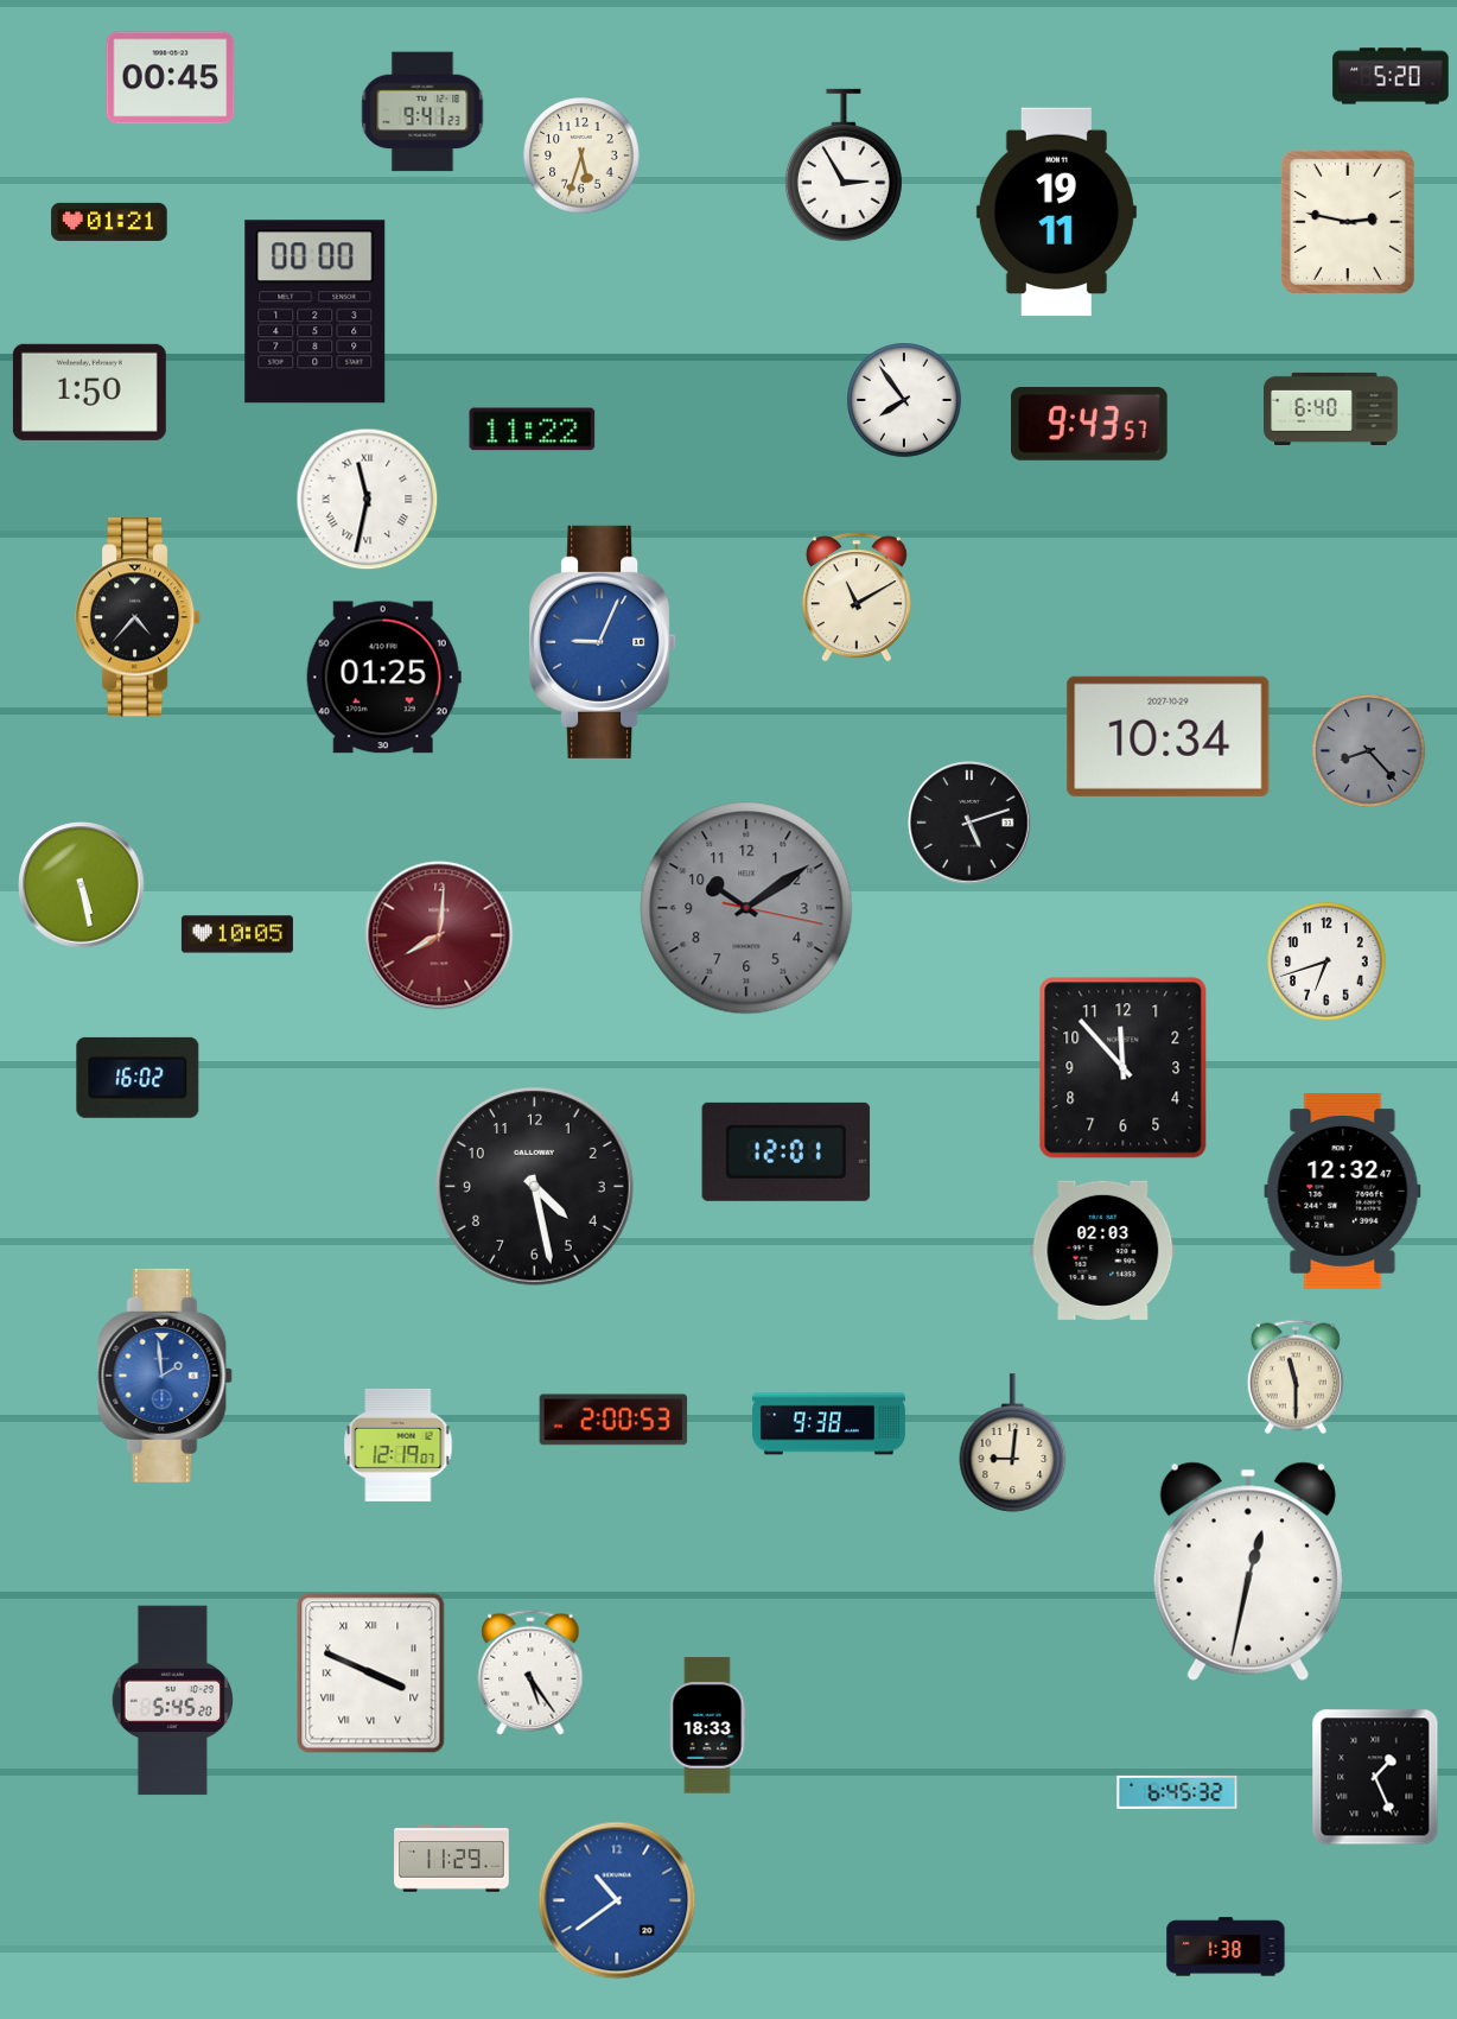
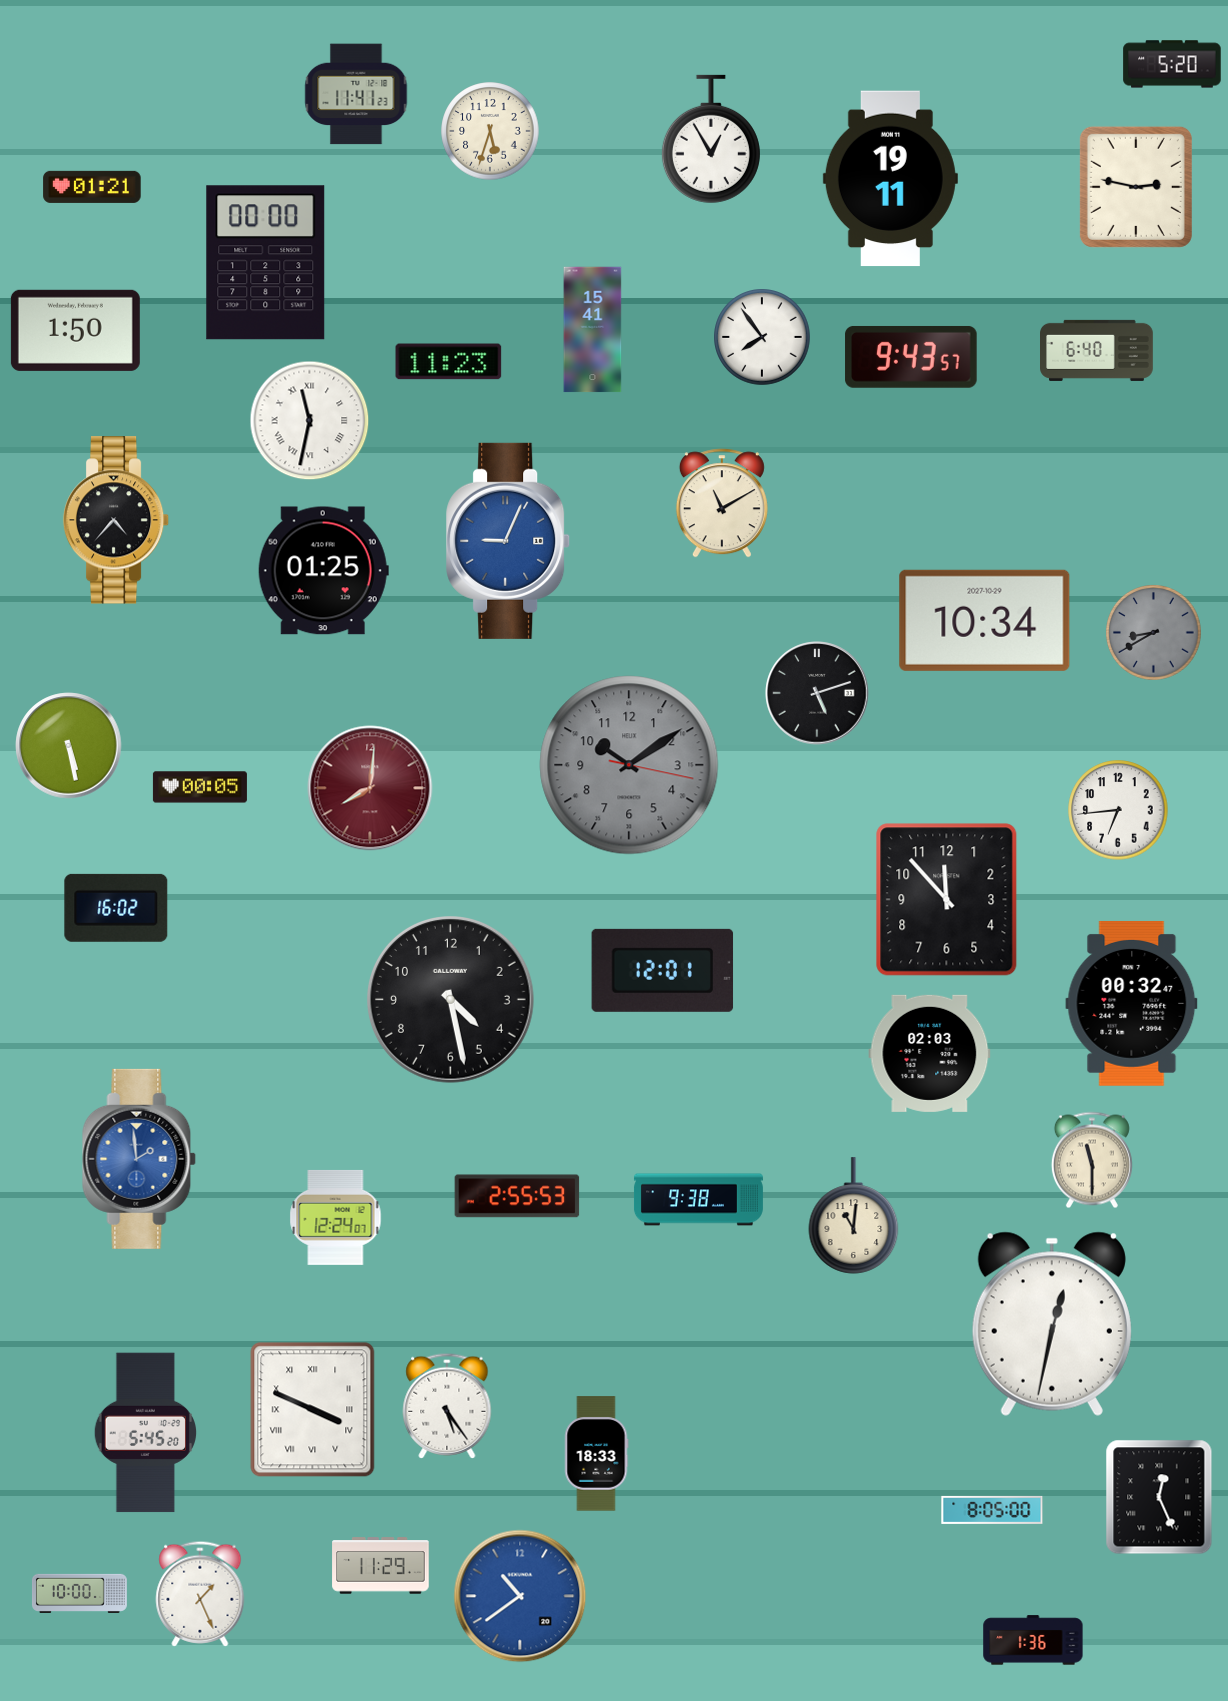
clock at (171, 78): 00:45 -> none
clock at (422, 112): 9:41 -> 11:41
clock at (844, 165): 2:55 -> 12:55
clock at (593, 330): none -> 15:41
clock at (1331, 408) position: (1331, 408) -> (1097, 350)
clock at (1089, 424) position: (1089, 424) -> (911, 357)
clock at (533, 430): 11:22 -> 11:23
clock at (1369, 751): 8:23 -> 8:40
clock at (237, 934): 10:05 -> 00:05
clock at (1326, 961): 6:42 -> 6:44
clock at (1343, 1192): 12:32 -> 00:32
clock at (613, 1420): 2:00 -> 2:55
clock at (1013, 1443): 9:01 -> 11:01
clock at (399, 1445): 12:19 -> 12:24
clock at (530, 1672) position: (530, 1672) -> (447, 1406)
clock at (1375, 1777): 1:26 -> 12:26
clock at (1177, 1792): 6:45 -> 8:05
clock at (79, 1593): none -> 10:00
clock at (200, 1594): none -> 1:26
clock at (617, 1900) position: (617, 1900) -> (520, 1596)
clock at (1226, 1947): 1:38 -> 1:36
